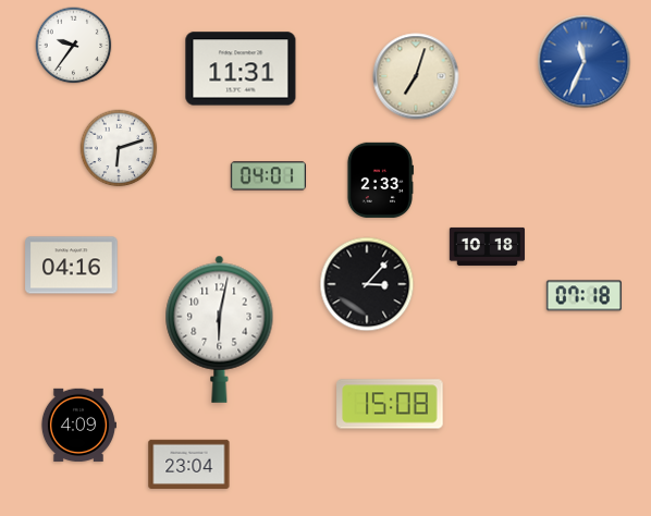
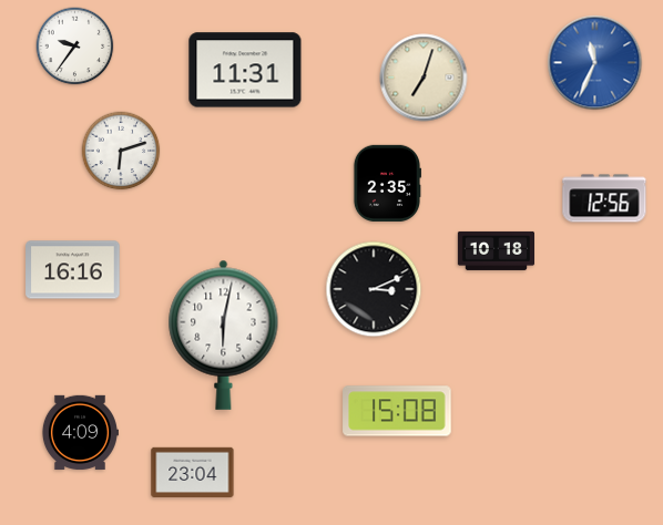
clock at (268, 176): 04:01 -> none
clock at (379, 180): 2:33 -> 2:35
clock at (604, 198): none -> 12:56
clock at (72, 266): 04:16 -> 16:16
clock at (367, 284): 3:07 -> 3:11
clock at (584, 296): 07:18 -> none
